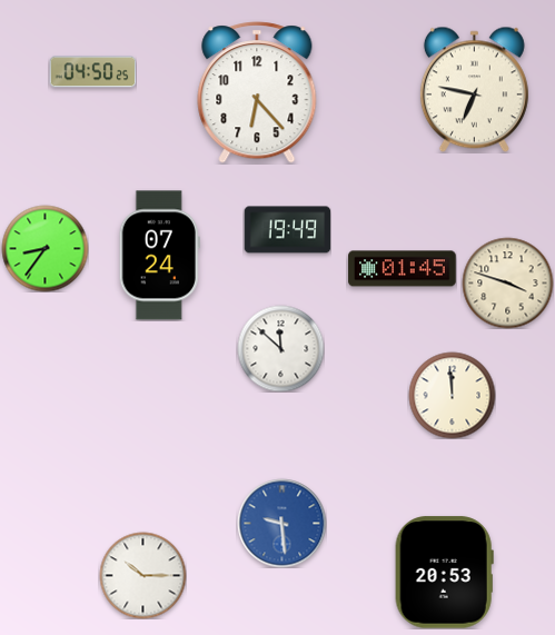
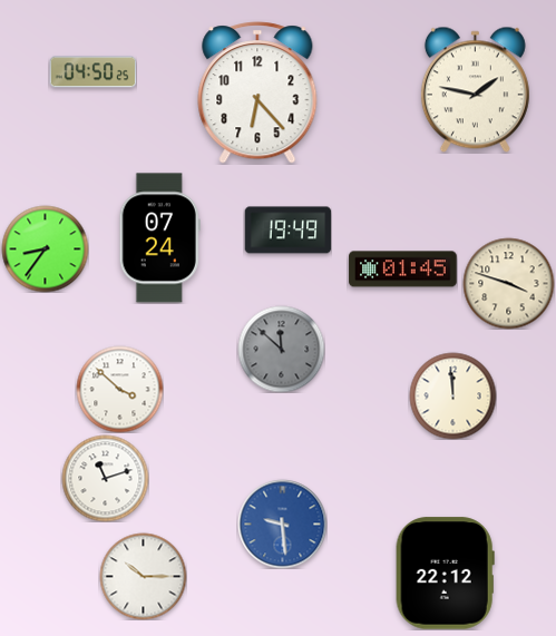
clock at (474, 89): 6:47 -> 1:47
clock at (159, 256) position: (159, 256) -> (159, 238)
clock at (280, 348) dial: white -> grey
clock at (119, 389): none -> 3:52
clock at (105, 478): none -> 11:12
clock at (444, 573): 20:53 -> 22:12
